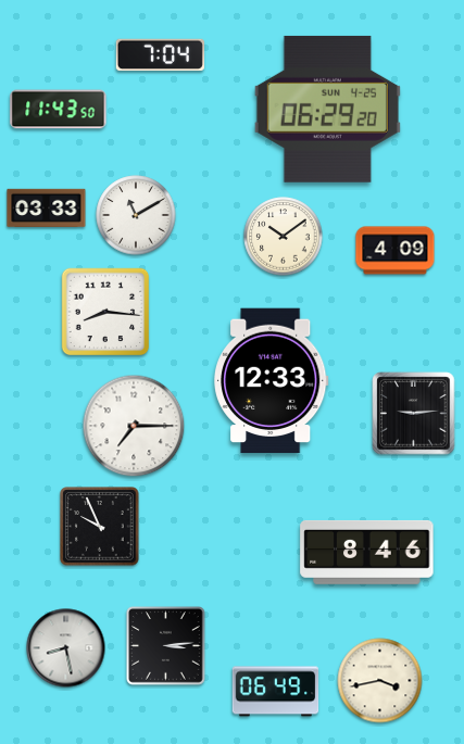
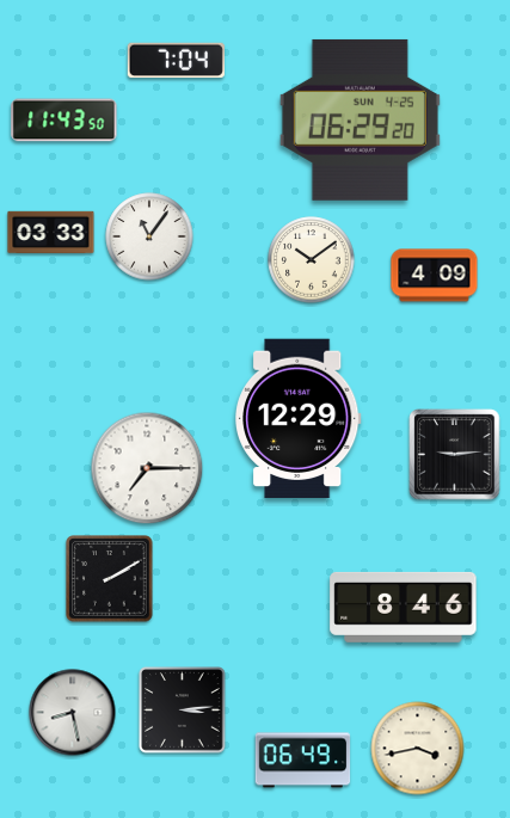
clock at (47, 207) position: (47, 207) -> (51, 232)
clock at (136, 215): 11:10 -> 11:06
clock at (105, 312): 8:16 -> none
clock at (272, 381): 12:33 -> 12:29
clock at (100, 527): 9:56 -> 2:10
